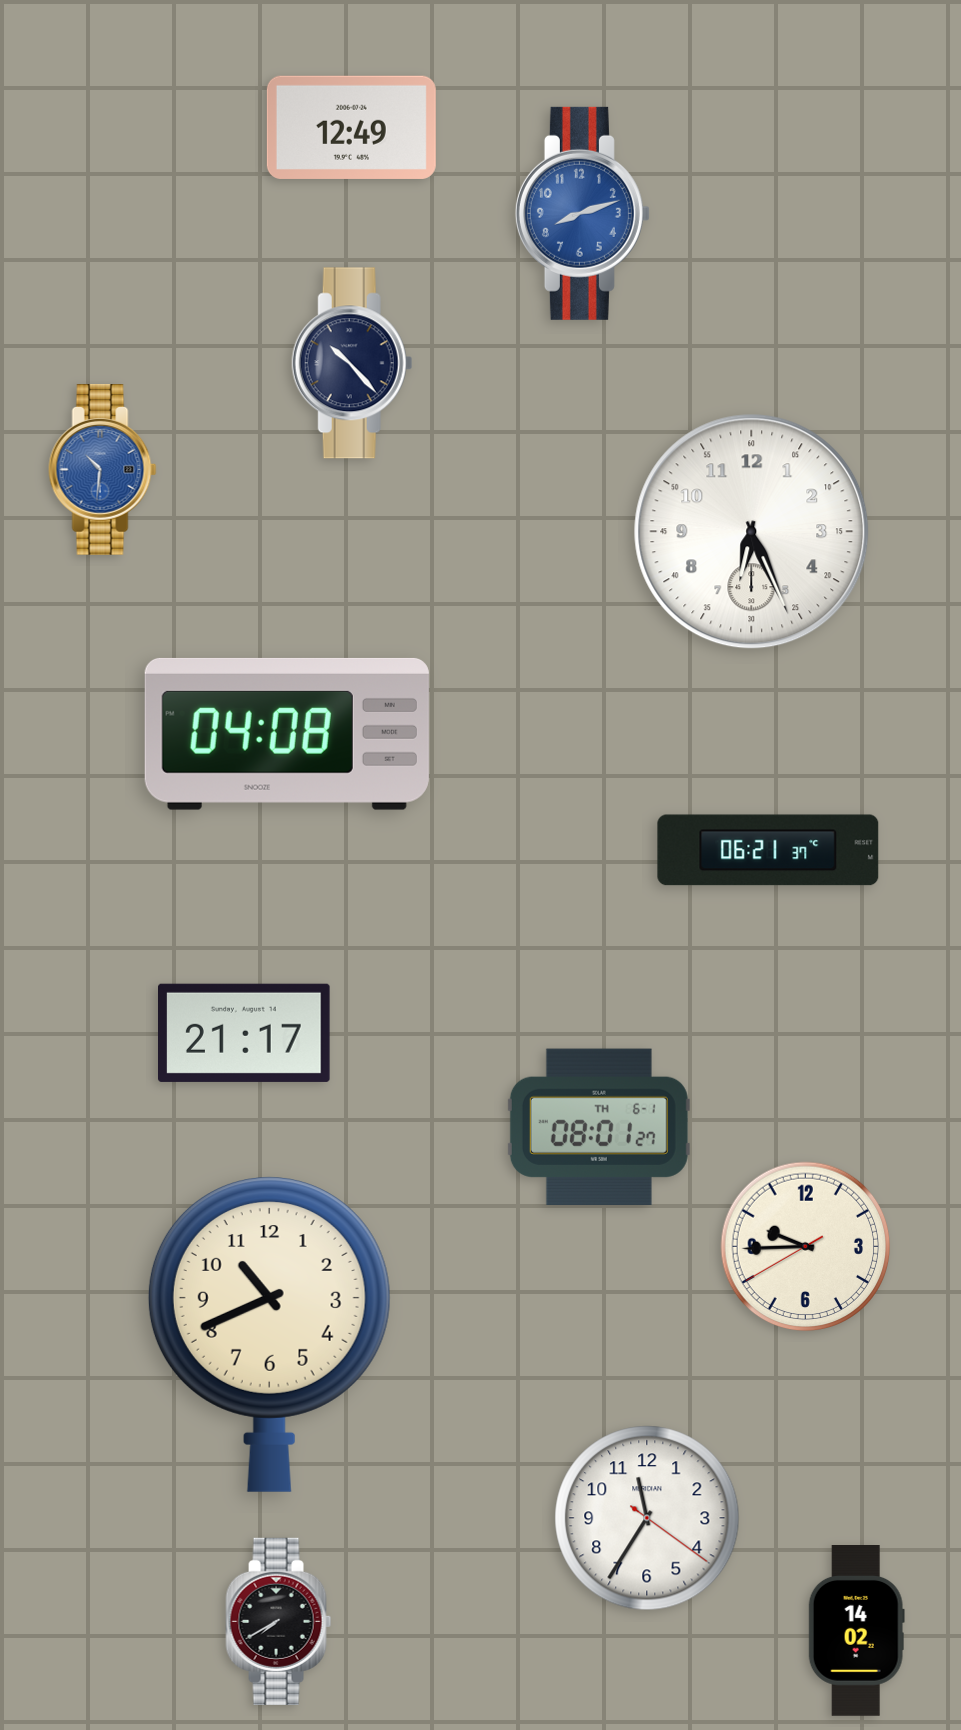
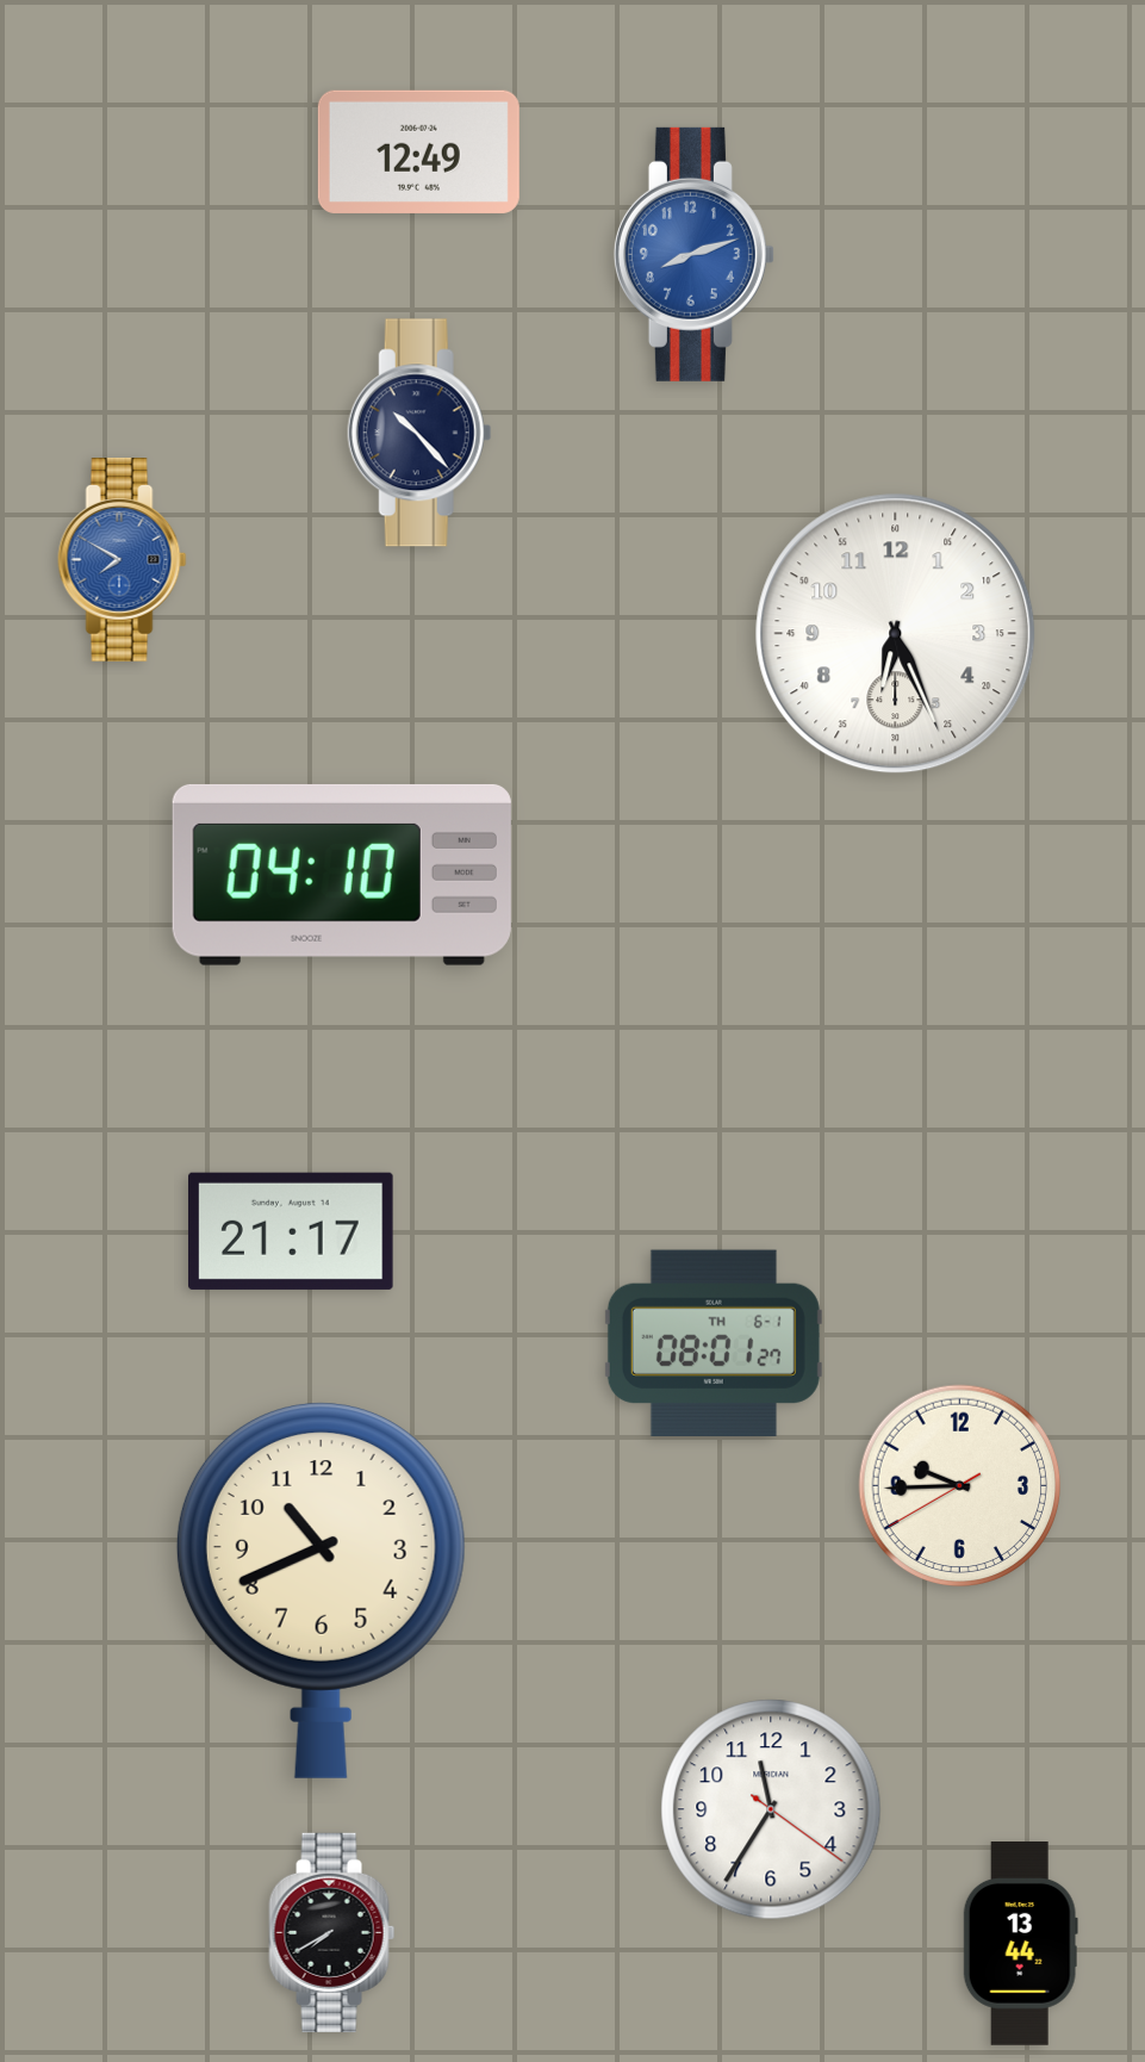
clock at (103, 470): 10:31 -> 7:50
clock at (287, 734): 04:08 -> 04:10
clock at (768, 850): 06:21 -> none
clock at (856, 1631): 14:02 -> 13:44
